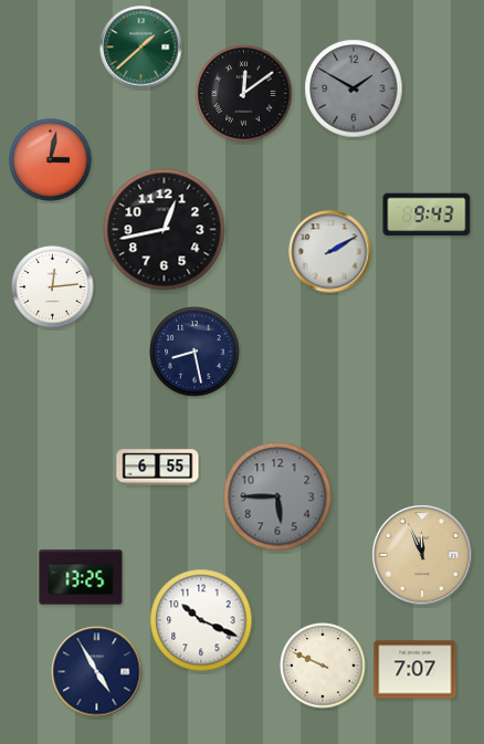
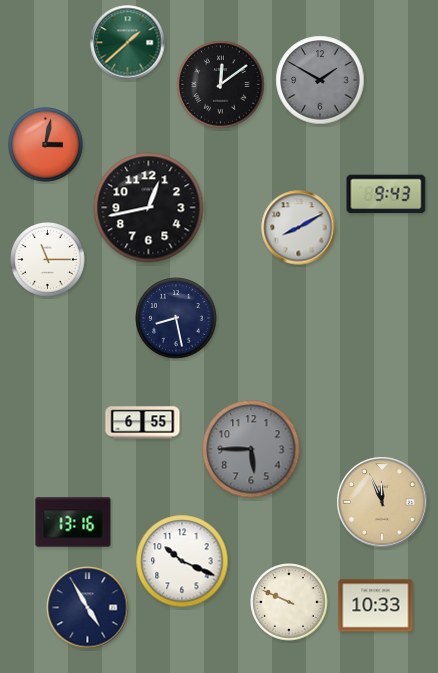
clock at (330, 252): 2:10 -> 8:10
clock at (53, 287): 12:14 -> 11:15
clock at (81, 577): 13:25 -> 13:16
clock at (323, 666) position: (323, 666) -> (289, 602)
clock at (415, 670): 7:07 -> 10:33
